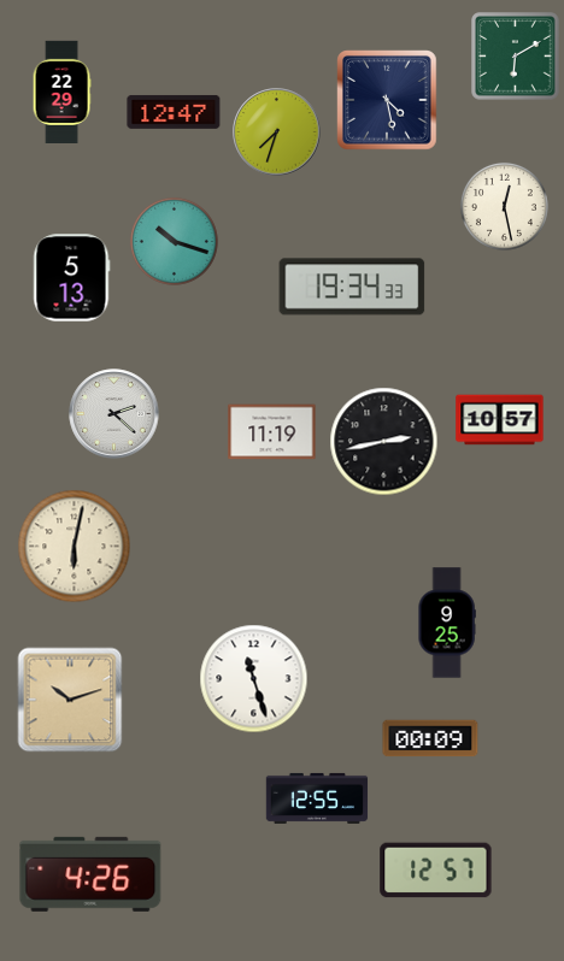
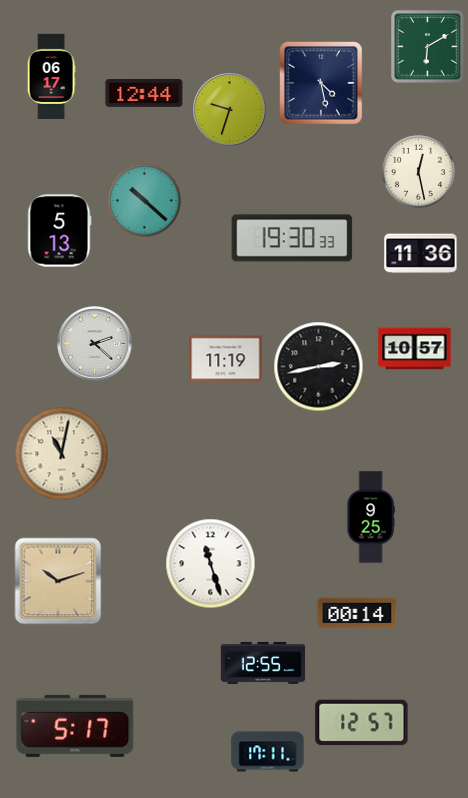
clock at (61, 92): 22:29 -> 06:17
clock at (174, 112): 12:47 -> 12:44
clock at (277, 132): 7:33 -> 9:33
clock at (174, 241): 10:18 -> 10:22
clock at (352, 287): 19:34 -> 19:30
clock at (421, 254): none -> 11:36
clock at (75, 547): 6:02 -> 11:02
clock at (430, 738): 00:09 -> 00:14
clock at (90, 874): 4:26 -> 5:17
clock at (268, 752): none -> 17:11
